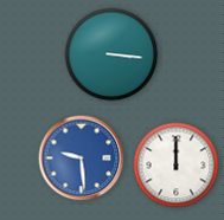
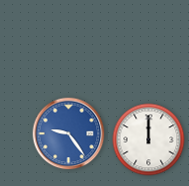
clock at (111, 54): 3:16 -> none
clock at (82, 158): 9:29 -> 9:24
